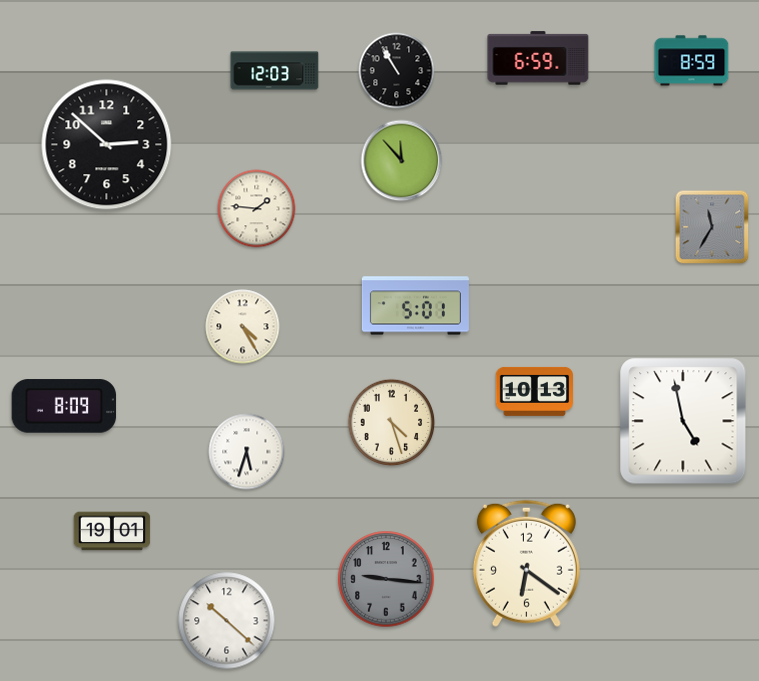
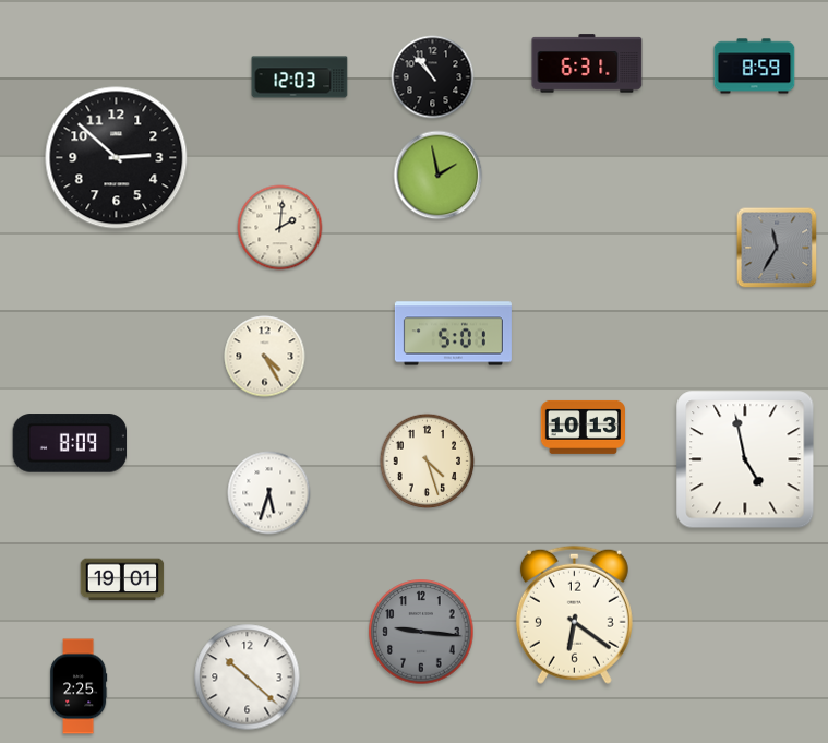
clock at (538, 58): 6:59 -> 6:31
clock at (397, 71): 10:55 -> 10:53
clock at (402, 161): 11:53 -> 1:58
clock at (257, 209): 1:46 -> 2:01
clock at (79, 686): none -> 2:25
